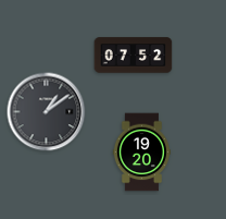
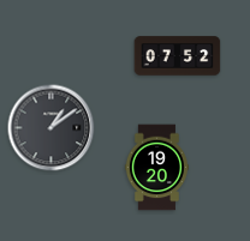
clock at (134, 56) position: (134, 56) -> (178, 56)
clock at (47, 112) position: (47, 112) -> (52, 128)
